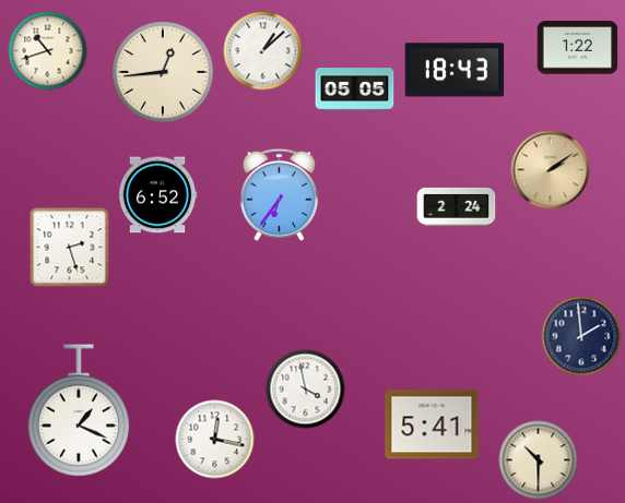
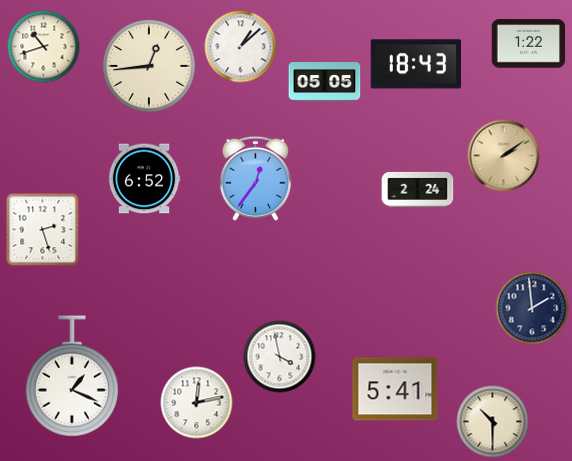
clock at (279, 194): 6:36 -> 12:36
clock at (70, 248) position: (70, 248) -> (43, 230)
clock at (215, 440): 12:17 -> 12:13
